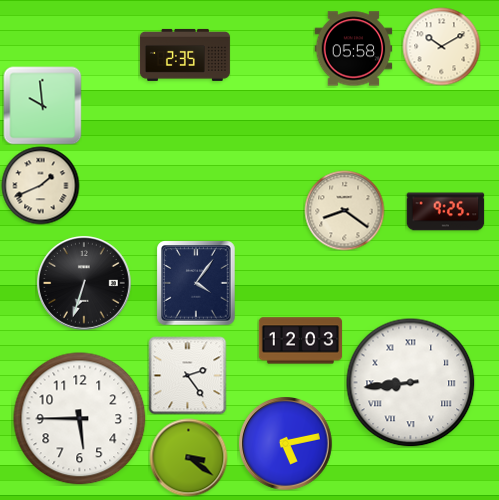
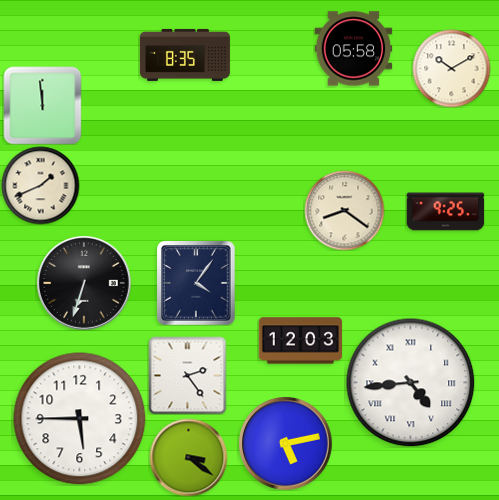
clock at (441, 46) position: (441, 46) -> (451, 68)
clock at (185, 55): 2:35 -> 8:35
clock at (42, 105): 9:59 -> 11:59
clock at (410, 382): 8:44 -> 4:44
